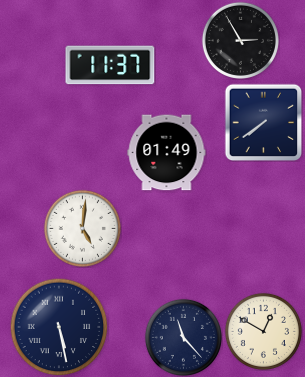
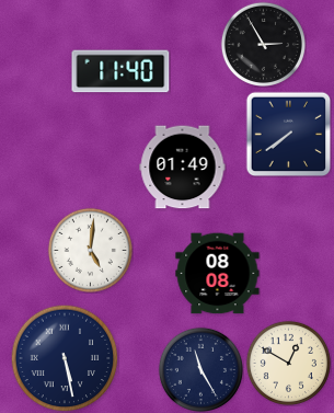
clock at (110, 65): 11:37 -> 11:40
clock at (218, 274): none -> 08:08
clock at (183, 337): 11:23 -> 11:25
